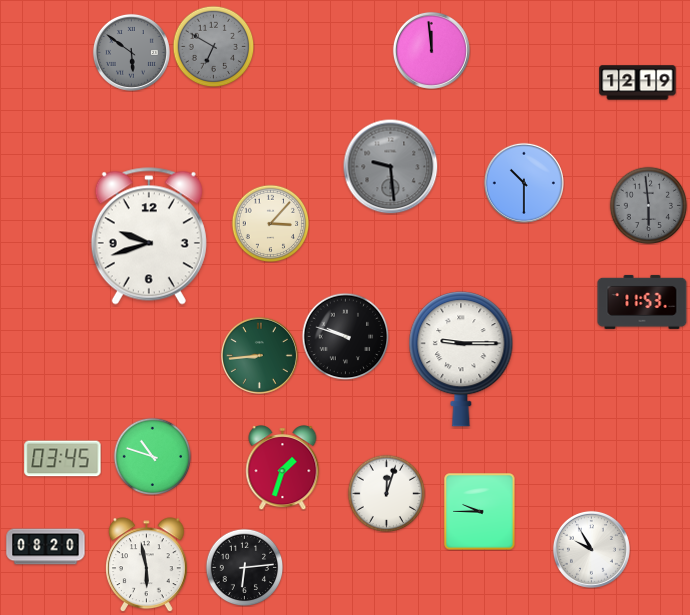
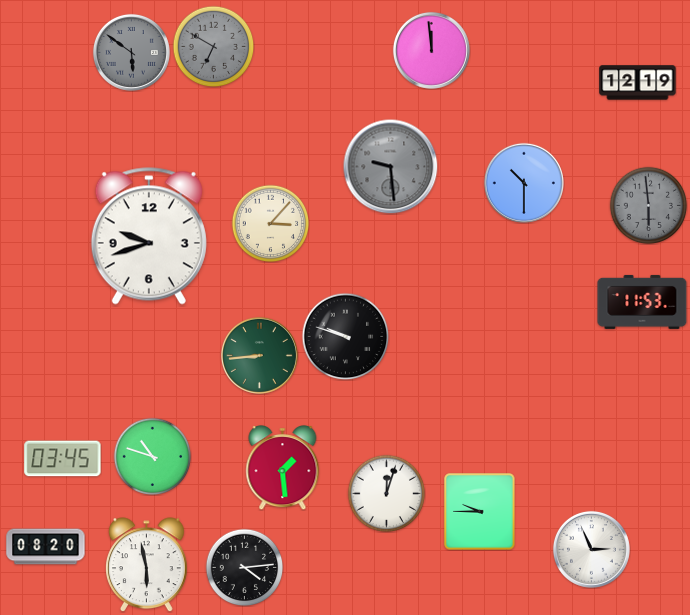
clock at (461, 359): 9:15 -> none
clock at (283, 468): 1:33 -> 1:29
clock at (591, 549): 9:55 -> 2:56
clock at (244, 567): 6:14 -> 4:14
